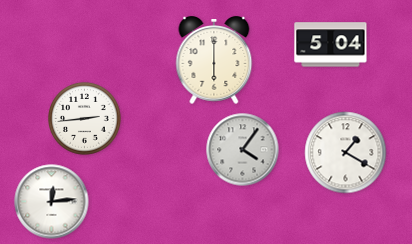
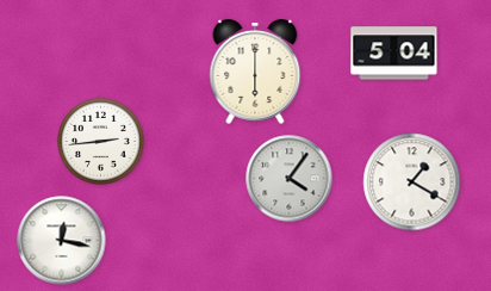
clock at (52, 202): 12:14 -> 12:17
